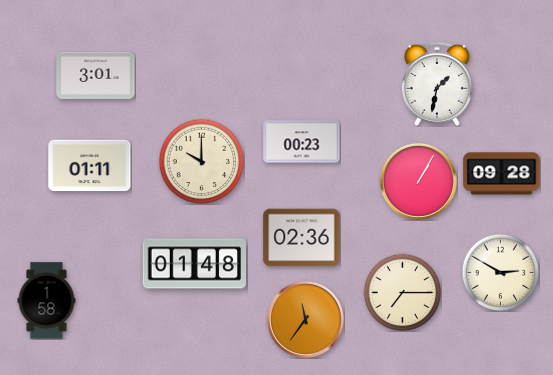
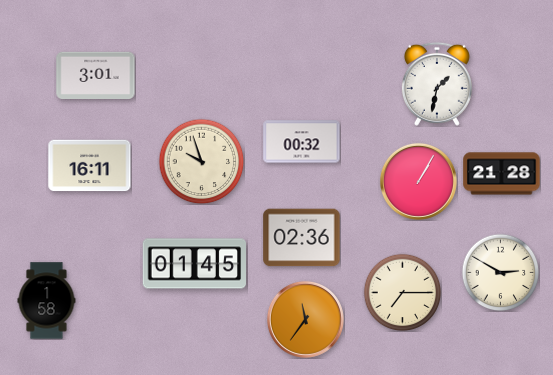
clock at (302, 142): 00:23 -> 00:32
clock at (201, 161): 10:00 -> 9:57
clock at (90, 166): 01:11 -> 16:11
clock at (502, 174): 09:28 -> 21:28
clock at (195, 264): 01:48 -> 01:45
